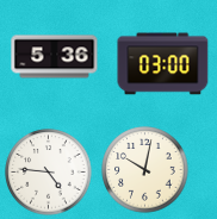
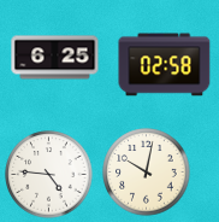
clock at (55, 57): 5:36 -> 6:25
clock at (163, 64): 03:00 -> 02:58
